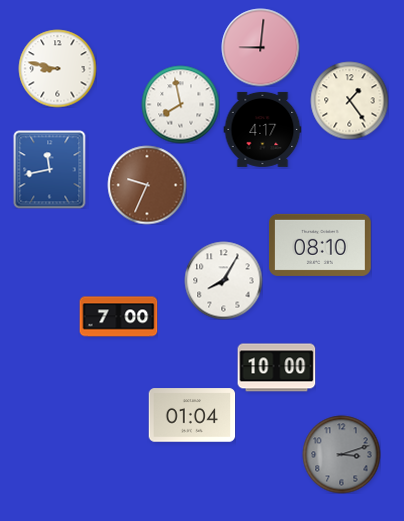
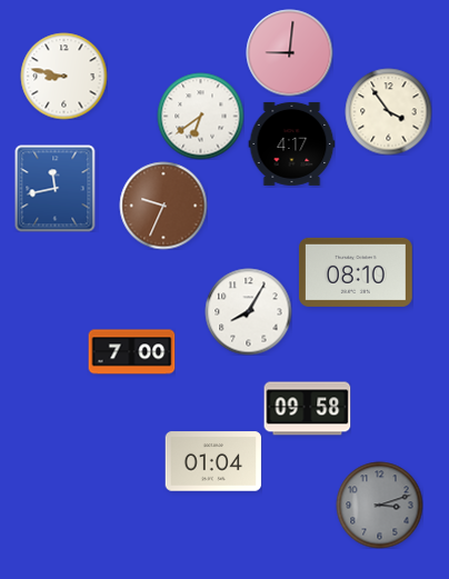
clock at (349, 100): 1:24 -> 3:54
clock at (180, 104): 7:58 -> 6:39
clock at (276, 368): 10:00 -> 09:58
